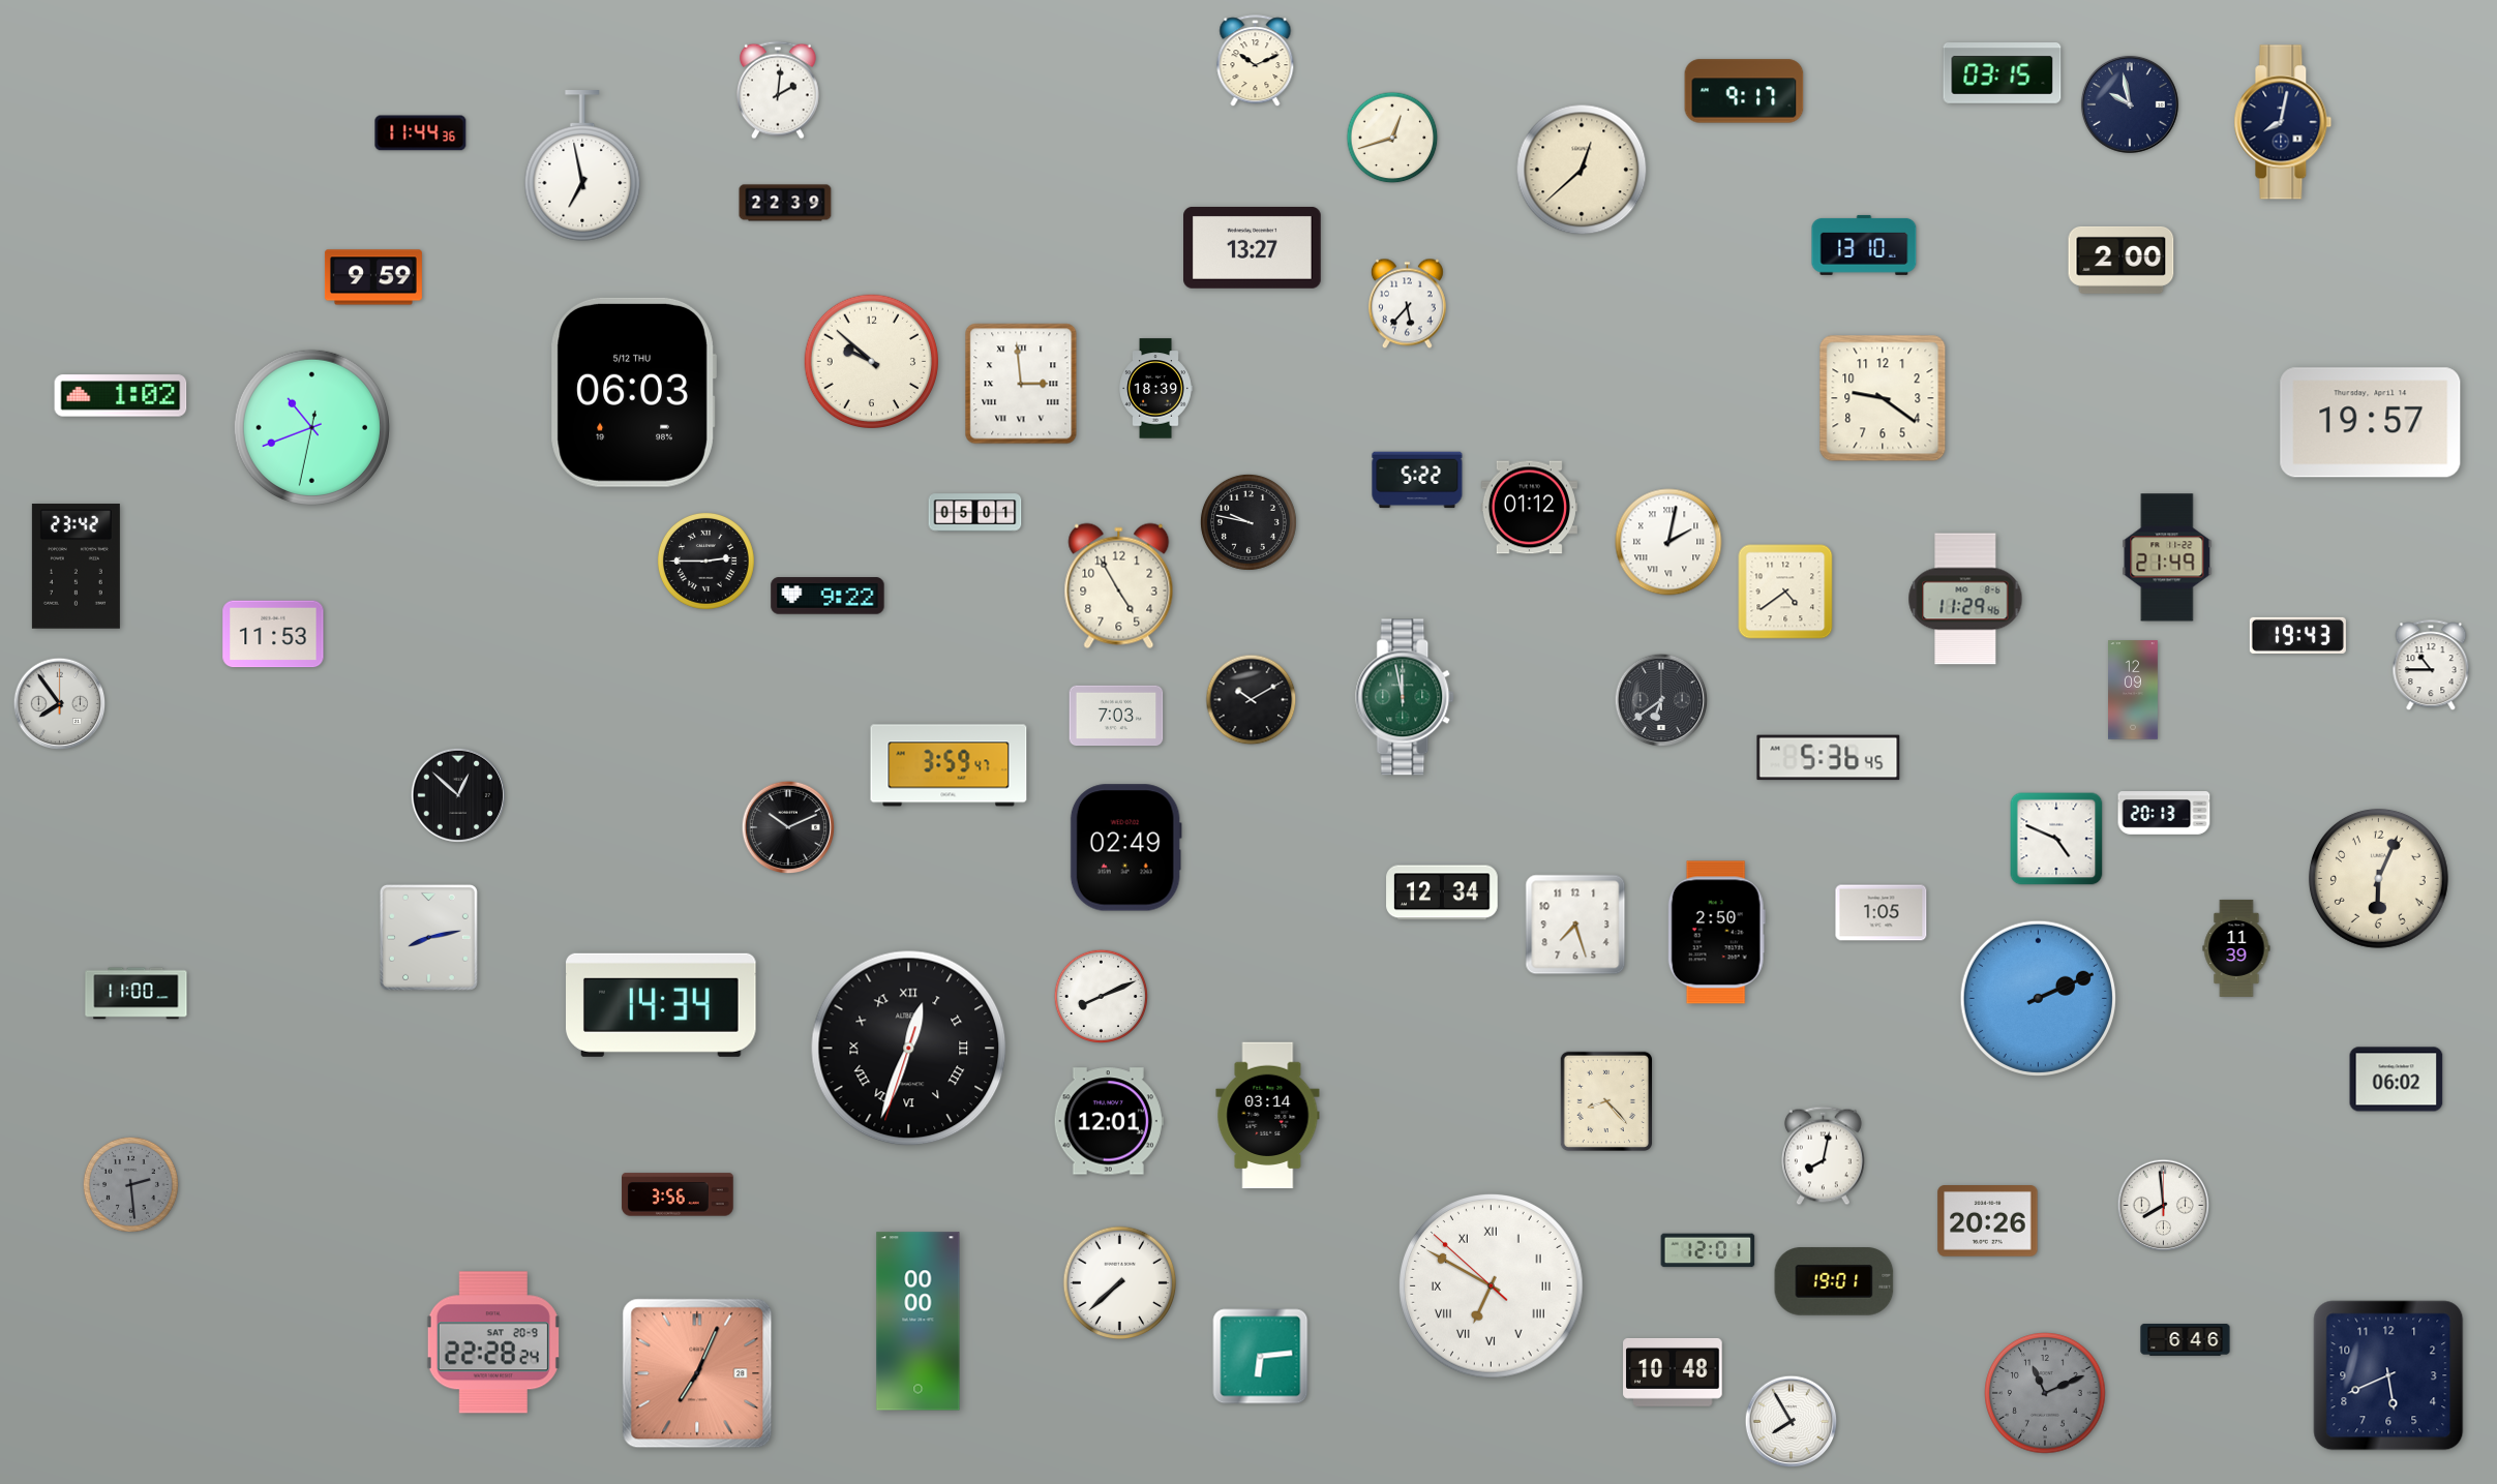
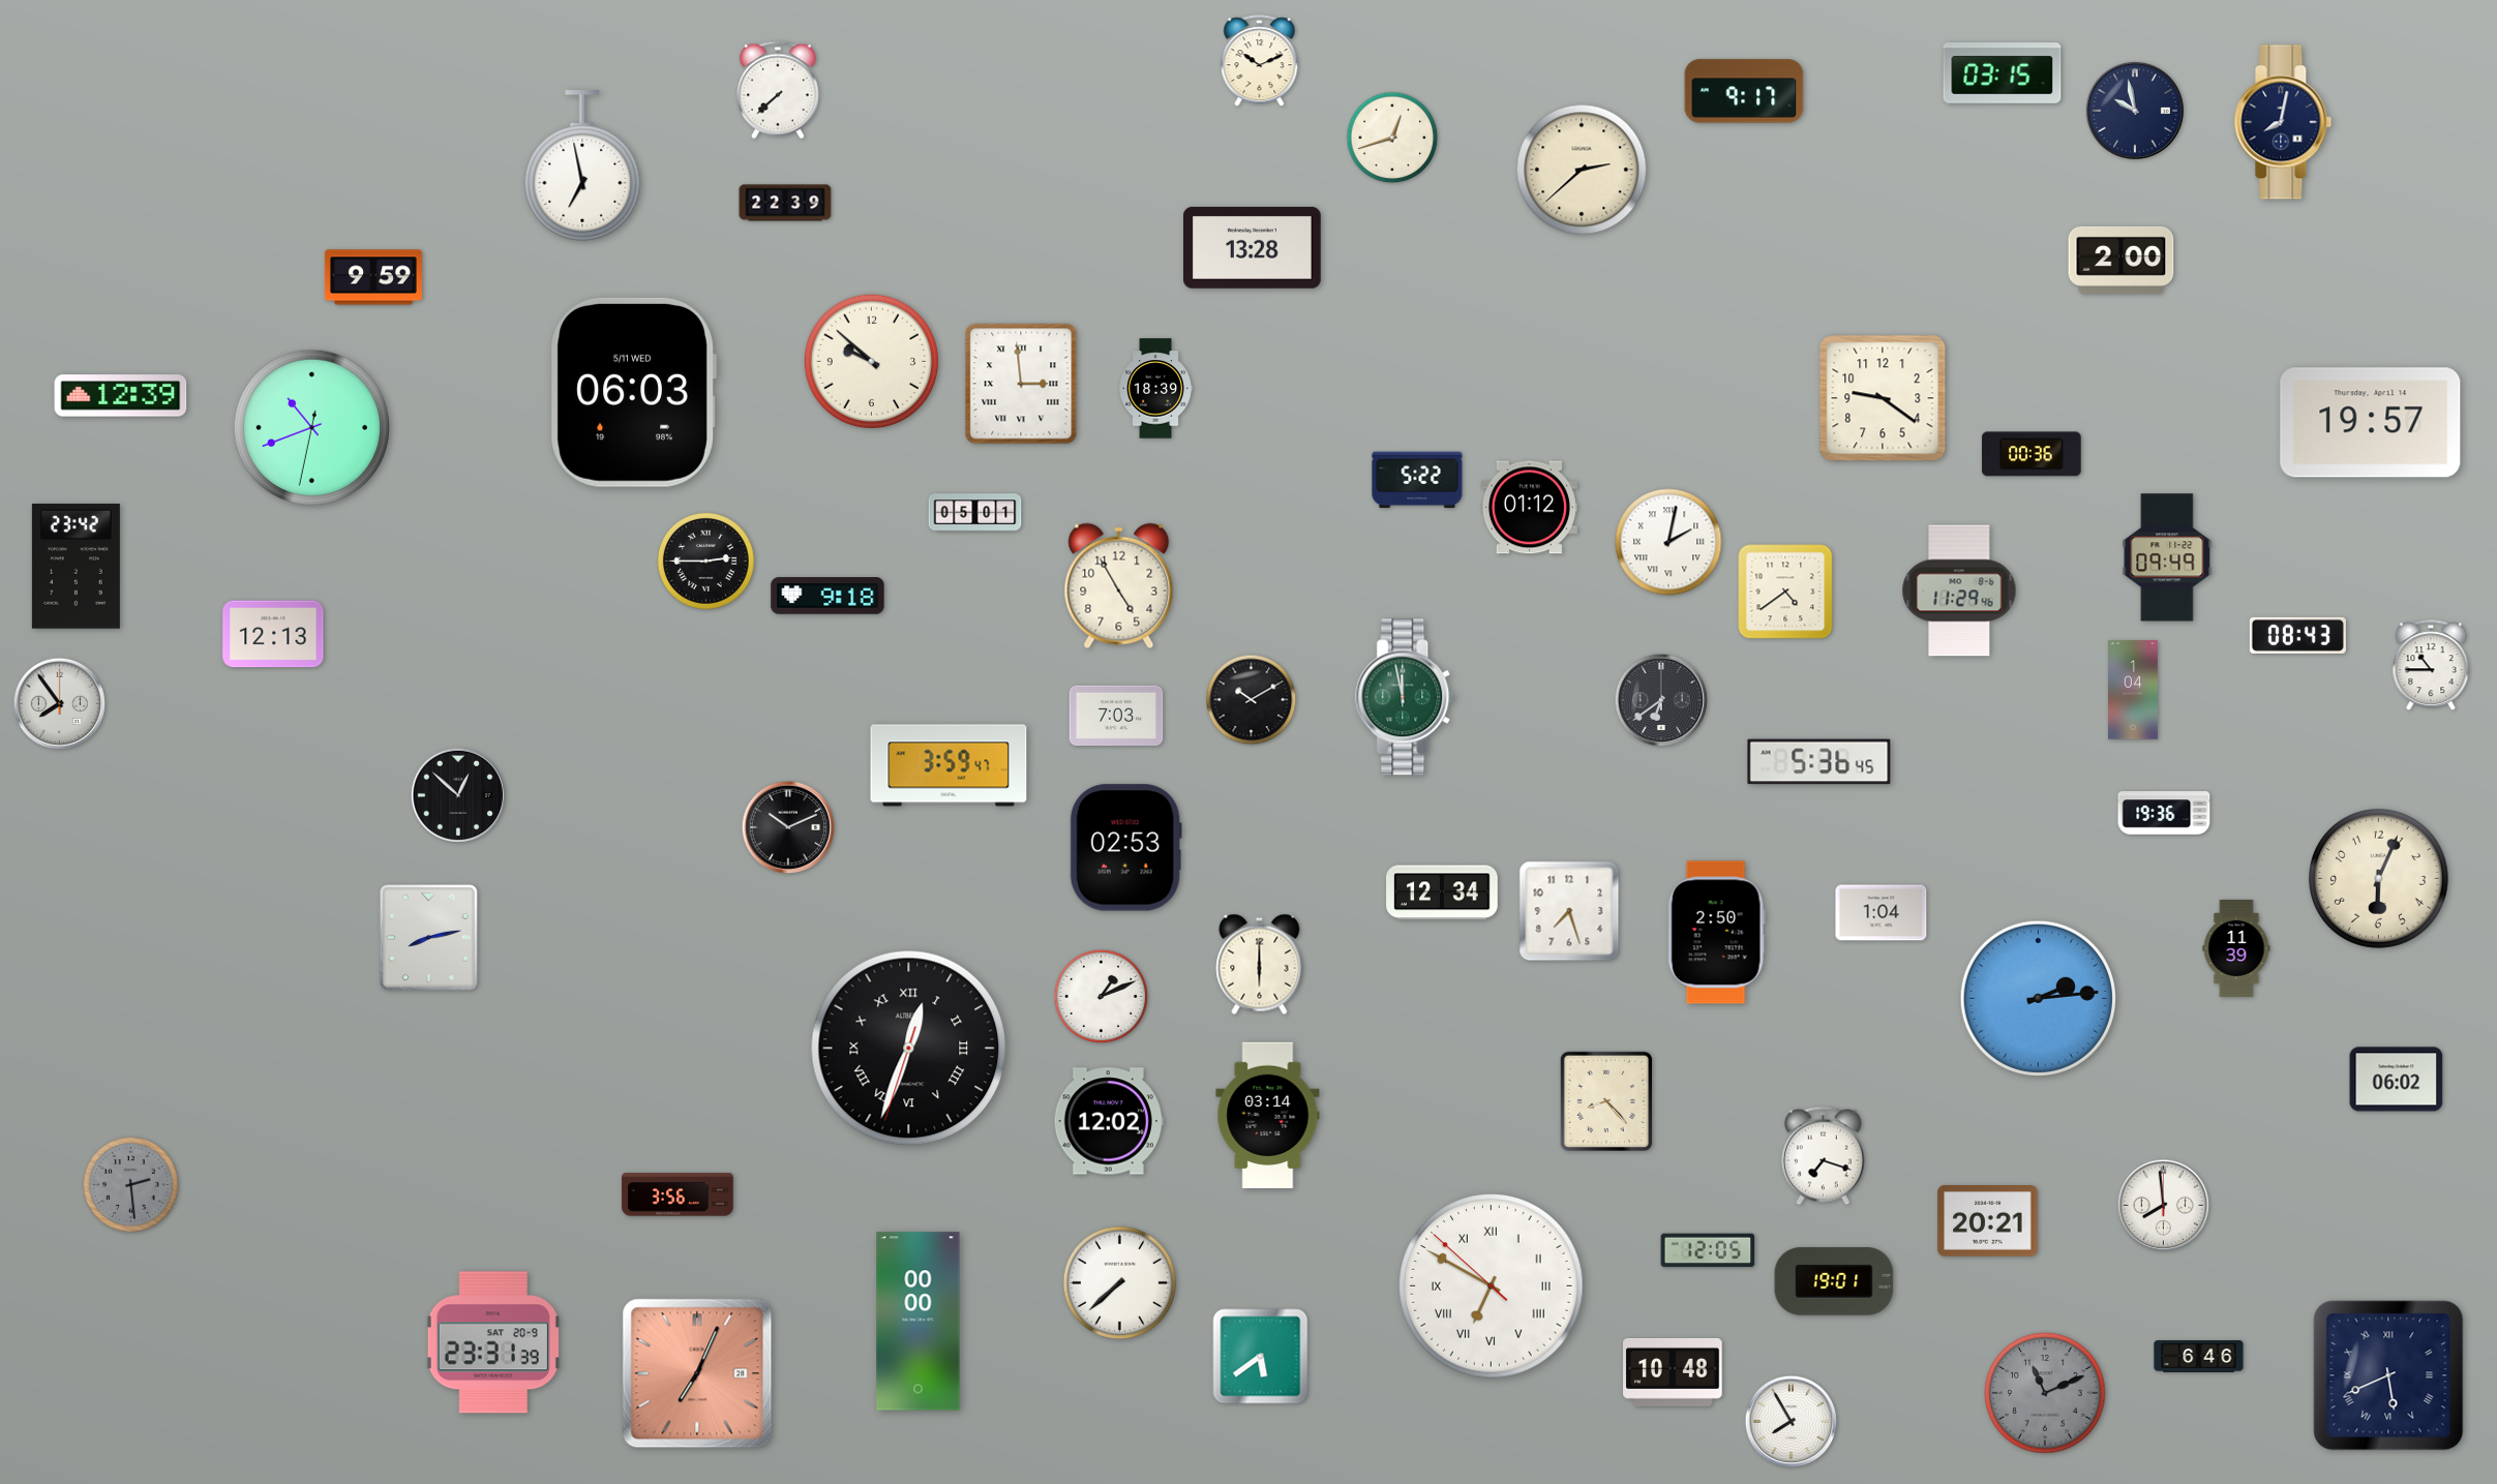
clock at (1256, 61) position: (1256, 61) -> (1260, 61)
clock at (779, 90): 2:01 -> 7:38
clock at (2130, 104) position: (2130, 104) -> (2135, 111)
clock at (421, 133): 11:44 -> none
clock at (1582, 170): 12:38 -> 2:38
clock at (1864, 245): 13:10 -> none
clock at (1253, 247): 13:27 -> 13:28
clock at (1407, 304): 5:37 -> none
clock at (633, 392) date: 5/12 THU -> 5/11 WED
clock at (121, 396): 1:02 -> 12:39
clock at (2032, 454): none -> 00:36
clock at (1248, 522): 9:47 -> none
clock at (2167, 557): 21:49 -> 09:49
clock at (828, 596): 9:22 -> 9:18
clock at (1965, 599) position: (1965, 599) -> (1959, 590)
clock at (273, 634): 11:53 -> 12:13
clock at (2297, 635): 19:43 -> 08:43
clock at (2134, 690): 12:09 -> 1:04
clock at (1829, 758) position: (1829, 758) -> (1819, 762)
clock at (2164, 813): 20:13 -> 19:36
clock at (2056, 839): 4:49 -> none
clock at (1125, 848): 02:49 -> 02:53
clock at (1882, 913): 1:05 -> 1:04
clock at (1575, 925) position: (1575, 925) -> (1569, 911)
clock at (1260, 964): none -> 6:00
clock at (137, 994): 11:00 -> none
clock at (1101, 996): 8:11 -> 1:11
clock at (2038, 998): 2:11 -> 2:14
clock at (662, 1005): 14:34 -> none
clock at (1109, 1121): 12:01 -> 12:02
clock at (1823, 1156): 8:02 -> 7:18
clock at (1988, 1221): 20:26 -> 20:21
clock at (1708, 1250): 12:01 -> 12:05
clock at (2186, 1340) position: (2186, 1340) -> (2199, 1357)
clock at (493, 1342): 22:28 -> 23:31
clock at (1261, 1357): 6:14 -> 5:39
clock at (2388, 1375) numerals: Arabic -> Roman
